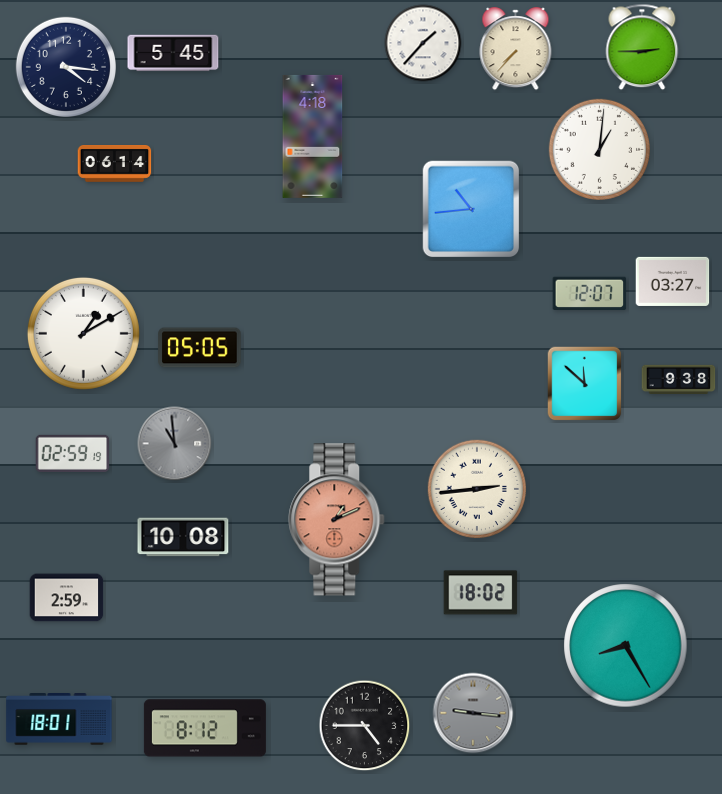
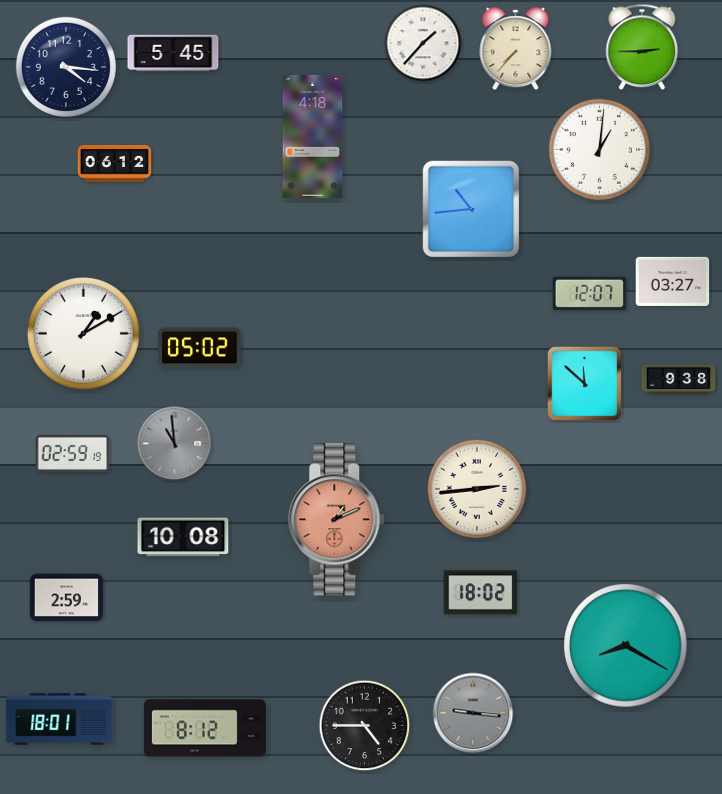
clock at (115, 164): 06:14 -> 06:12
clock at (200, 348): 05:05 -> 05:02
clock at (626, 646): 8:25 -> 8:20
